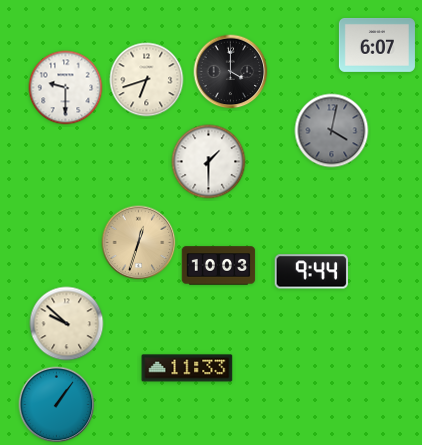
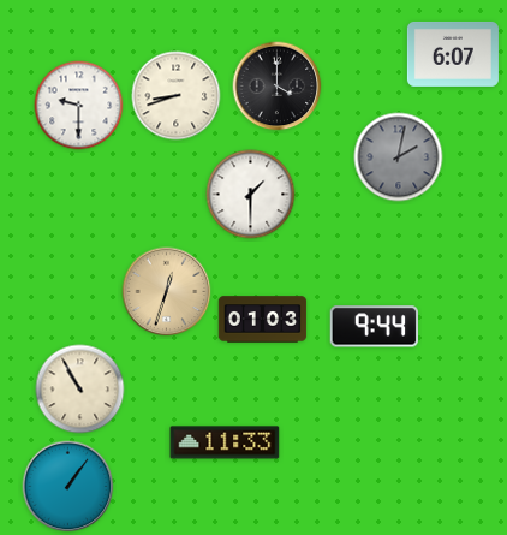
clock at (147, 80): 6:42 -> 8:42
clock at (332, 131): 4:02 -> 2:02
clock at (219, 266): 10:03 -> 01:03
clock at (67, 324): 9:52 -> 10:55
